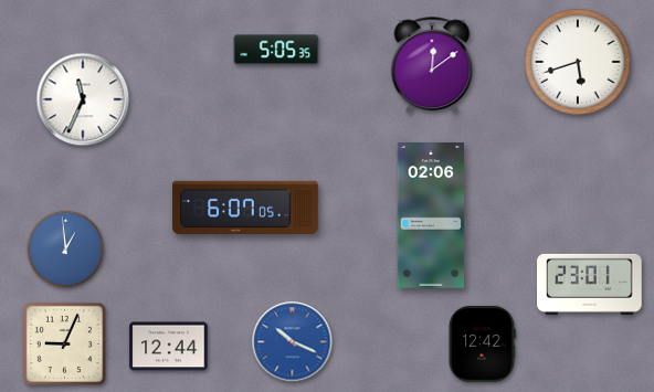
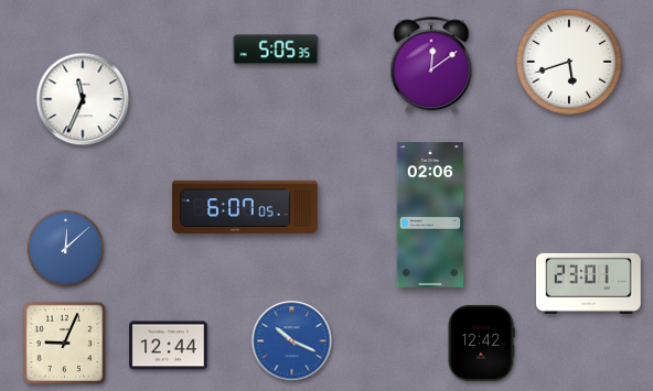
clock at (578, 62) position: (578, 62) -> (569, 62)
clock at (66, 250): 12:59 -> 12:08
